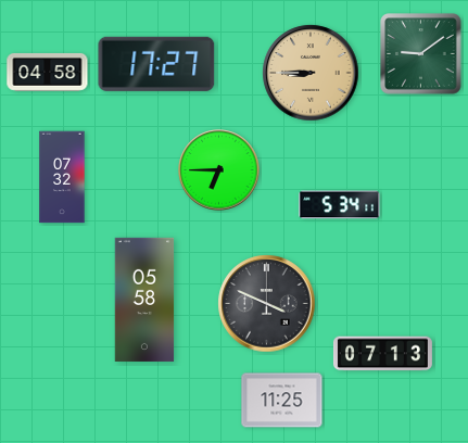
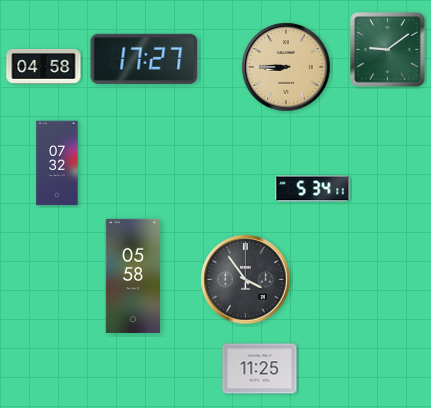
clock at (219, 170): 6:45 -> none
clock at (267, 304): 3:49 -> 3:54
clock at (382, 354): 07:13 -> none
